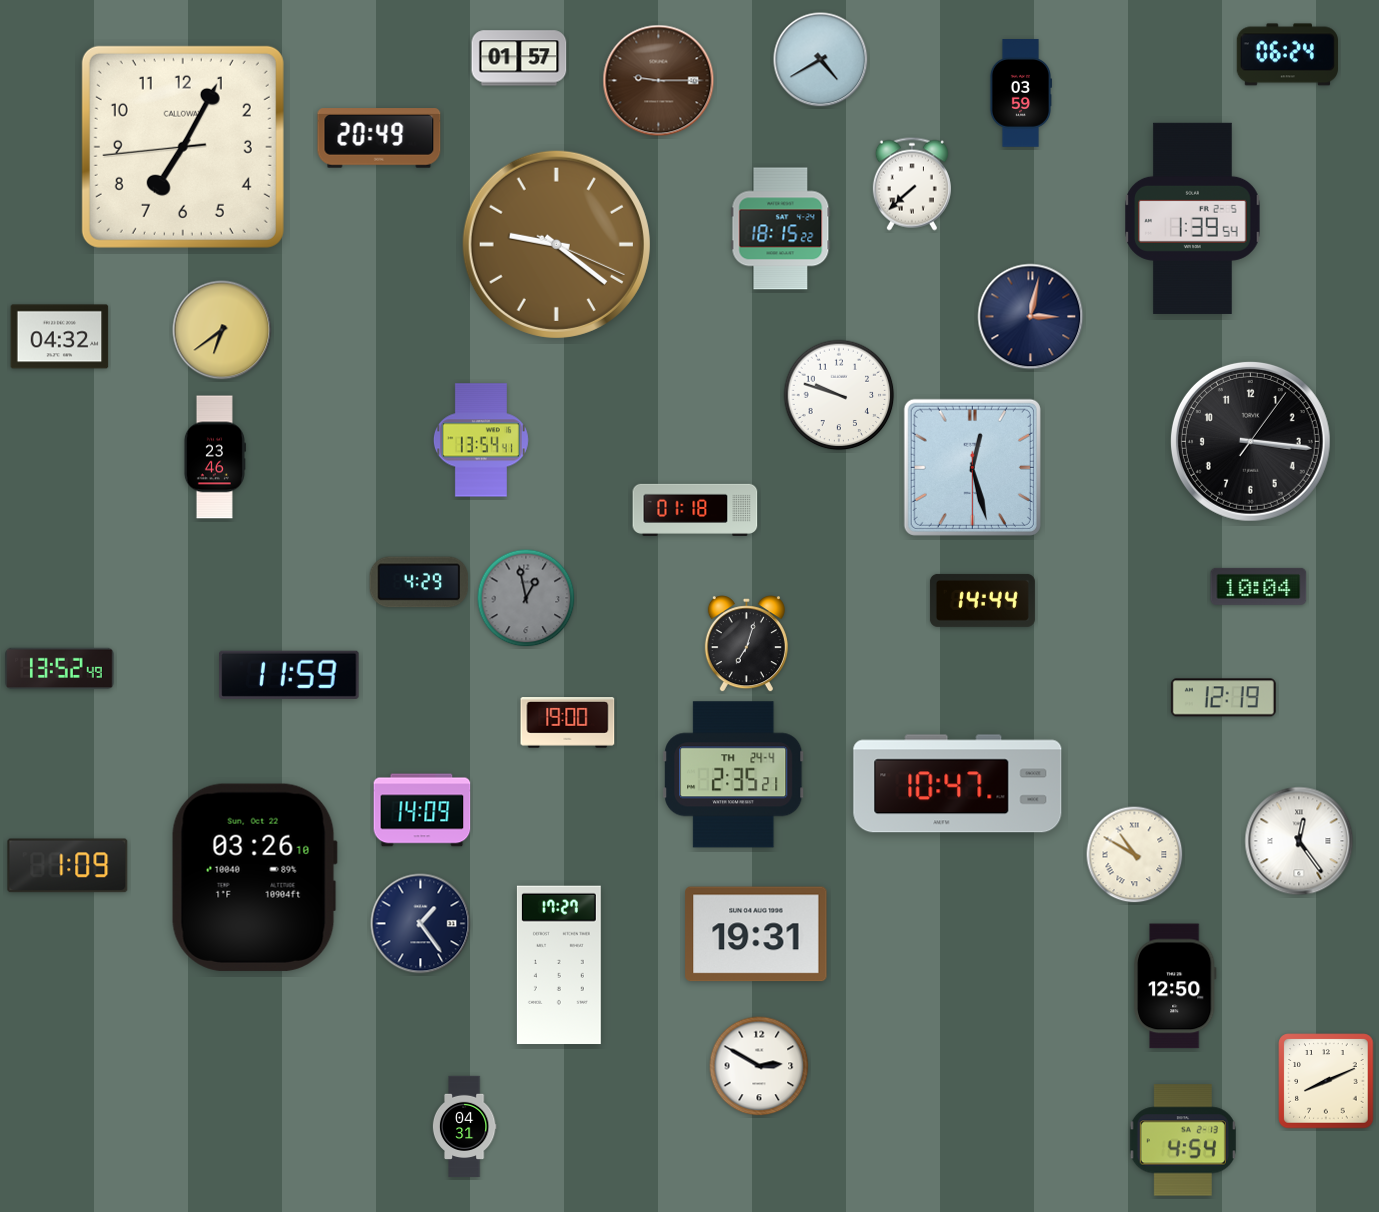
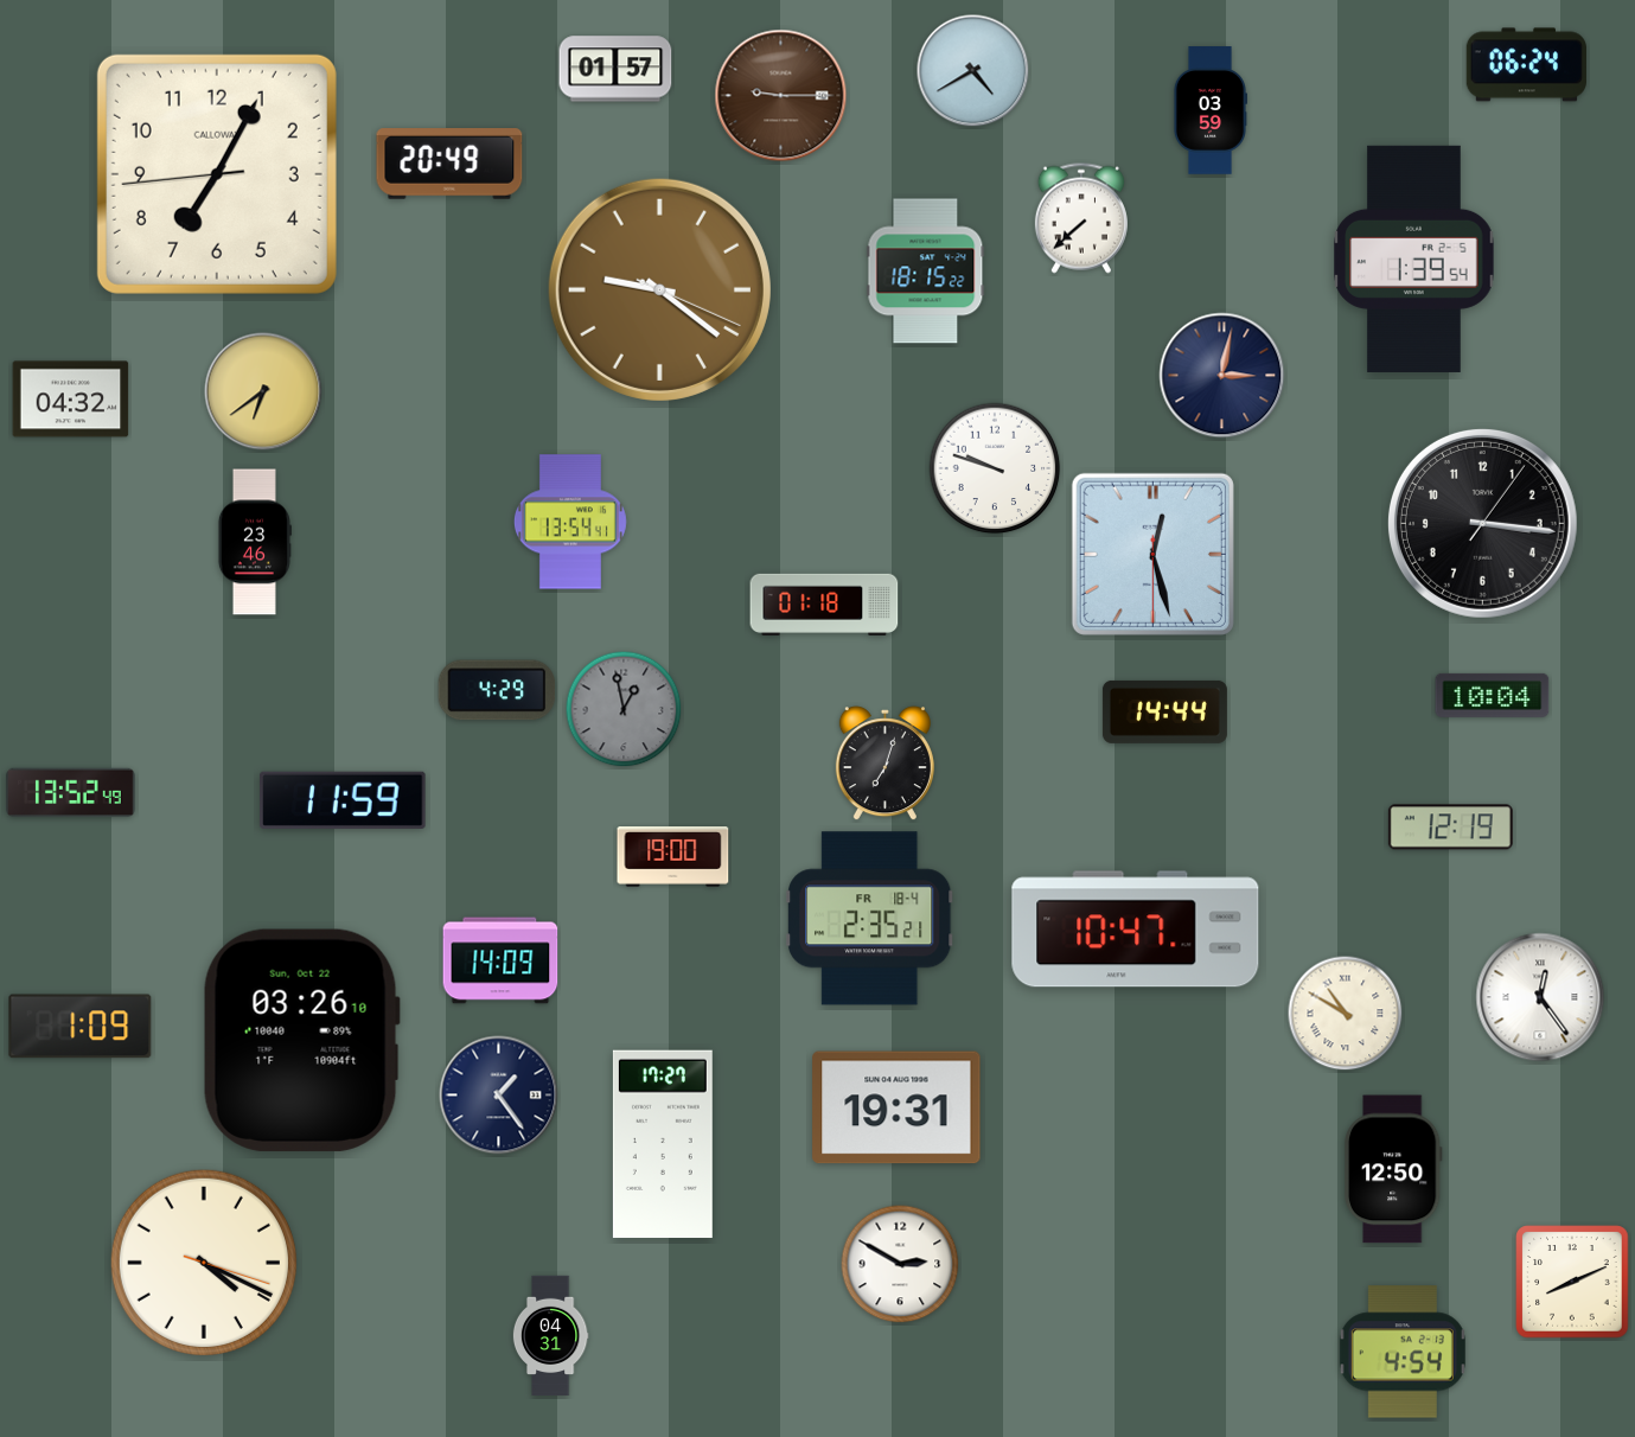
clock at (734, 775) date: TH 24-4 -> FR 18-4
clock at (204, 1263): none -> 4:19
